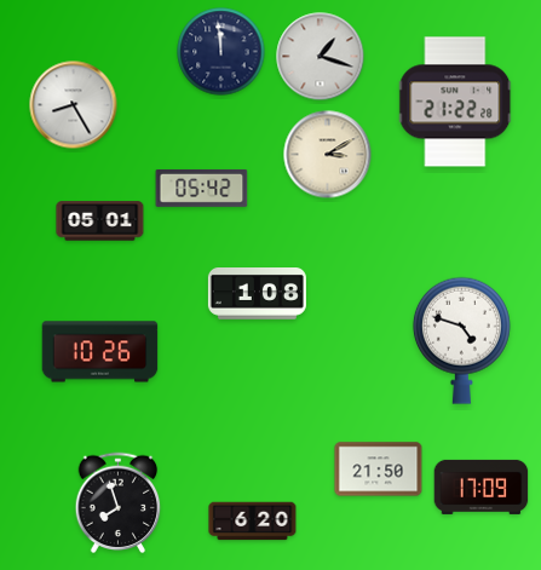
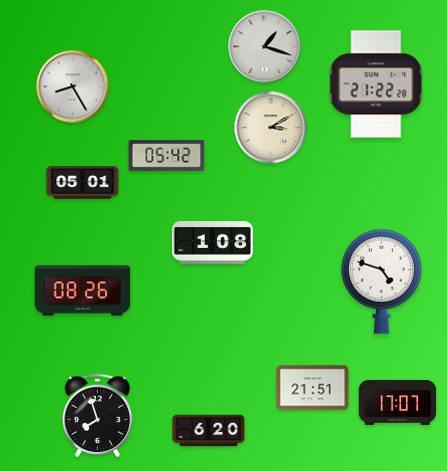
clock at (221, 52): 11:59 -> none
clock at (74, 105) position: (74, 105) -> (73, 87)
clock at (100, 352): 10:26 -> 08:26
clock at (379, 470): 21:50 -> 21:51
clock at (482, 486): 17:09 -> 17:07
